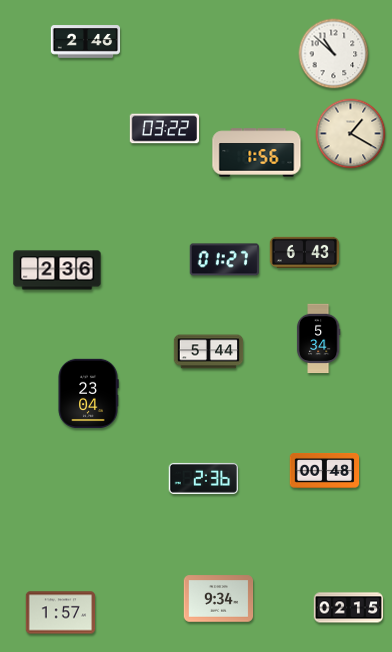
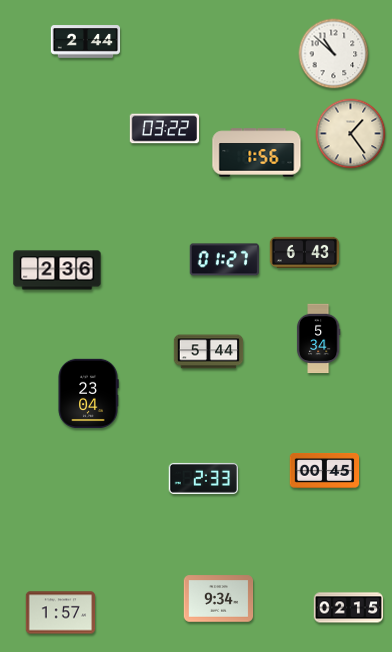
clock at (86, 42): 2:46 -> 2:44
clock at (351, 134): 1:20 -> 1:24
clock at (325, 471): 00:48 -> 00:45
clock at (203, 478): 2:36 -> 2:33
